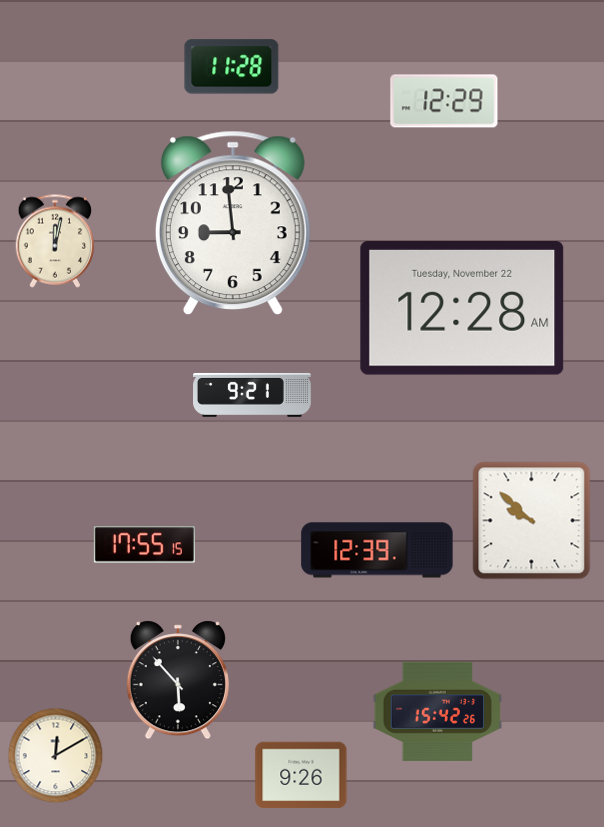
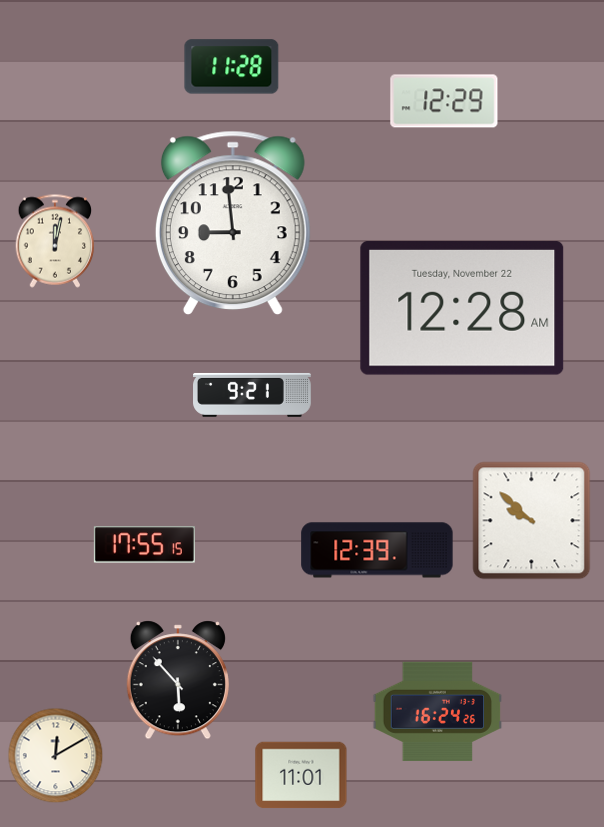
clock at (438, 711): 15:42 -> 16:24
clock at (301, 775): 9:26 -> 11:01
